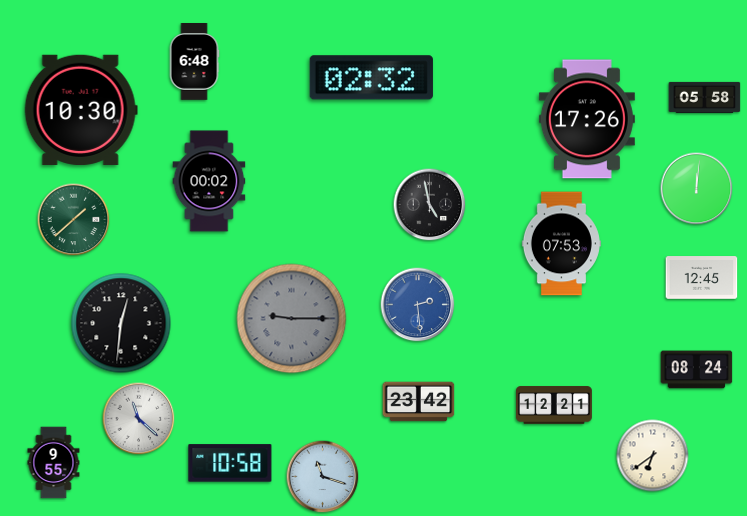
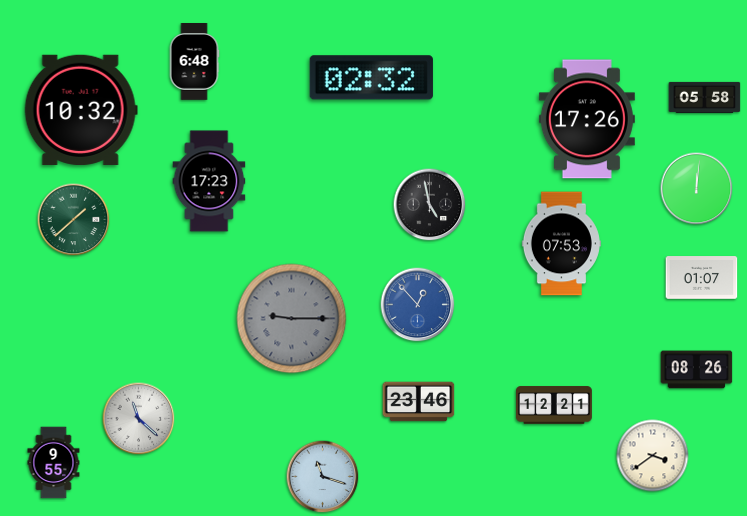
clock at (81, 110): 10:30 -> 10:32
clock at (209, 181): 00:02 -> 17:23
clock at (702, 278): 12:45 -> 01:07
clock at (418, 305): 2:29 -> 12:53
clock at (121, 323): 12:31 -> none
clock at (697, 370): 08:24 -> 08:26
clock at (419, 402): 23:42 -> 23:46
clock at (653, 456): 6:39 -> 3:39
clock at (230, 463): 10:58 -> none
